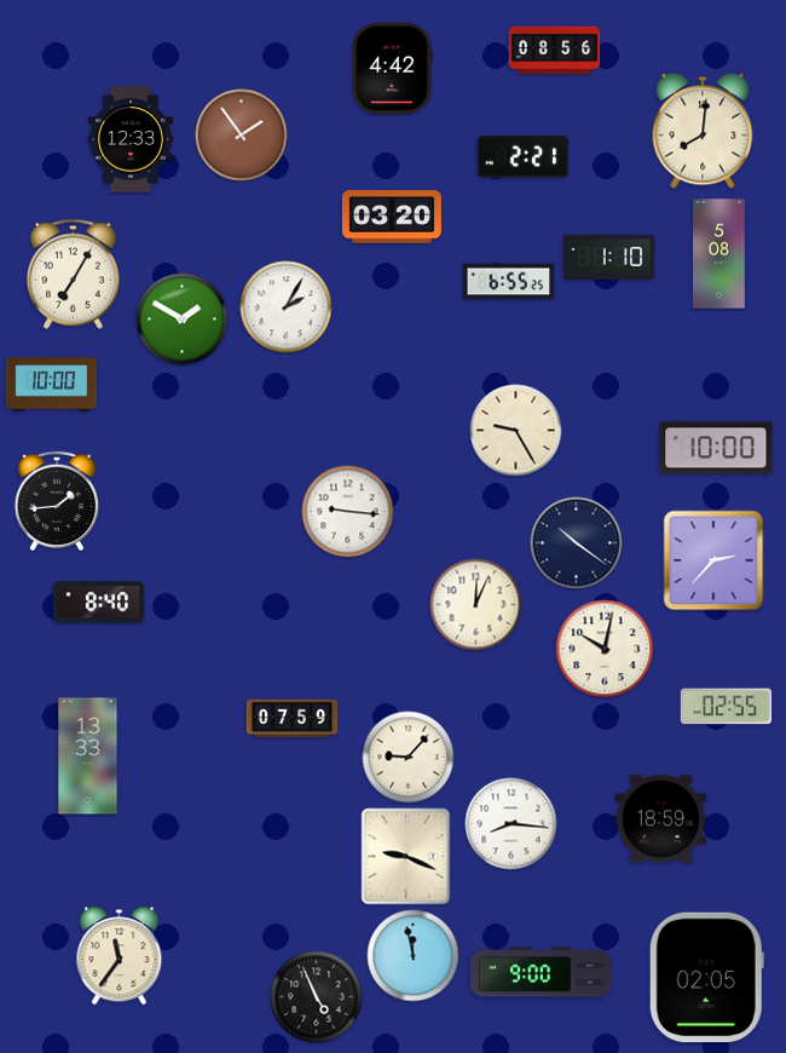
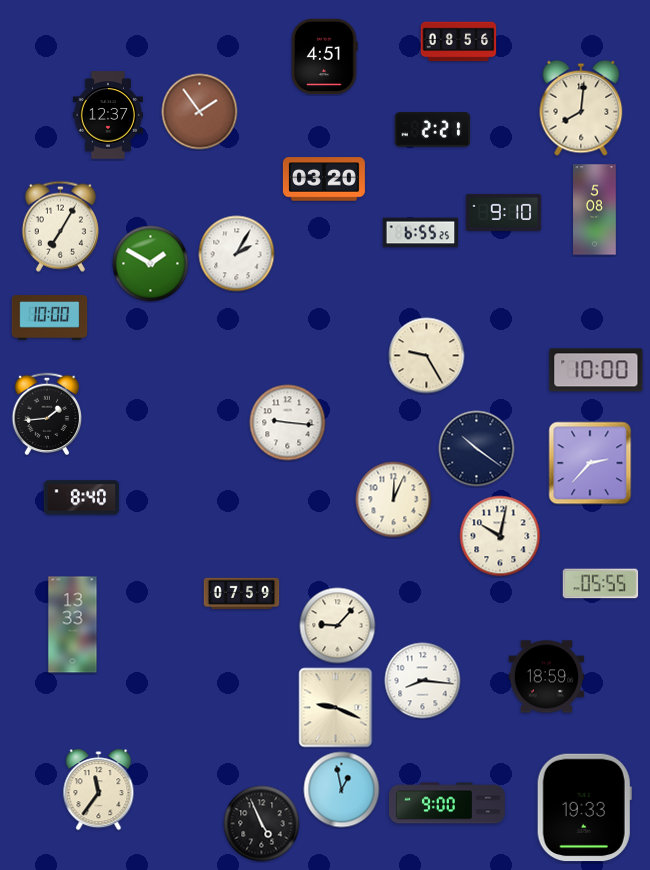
clock at (392, 69): 4:42 -> 4:51
clock at (131, 139): 12:33 -> 12:37
clock at (609, 257): 1:10 -> 9:10
clock at (52, 385) position: (52, 385) -> (50, 318)
clock at (716, 448) position: (716, 448) -> (596, 370)
clock at (727, 707): 02:55 -> 05:55
clock at (414, 956): 11:58 -> 12:58
clock at (706, 978): 02:05 -> 19:33
